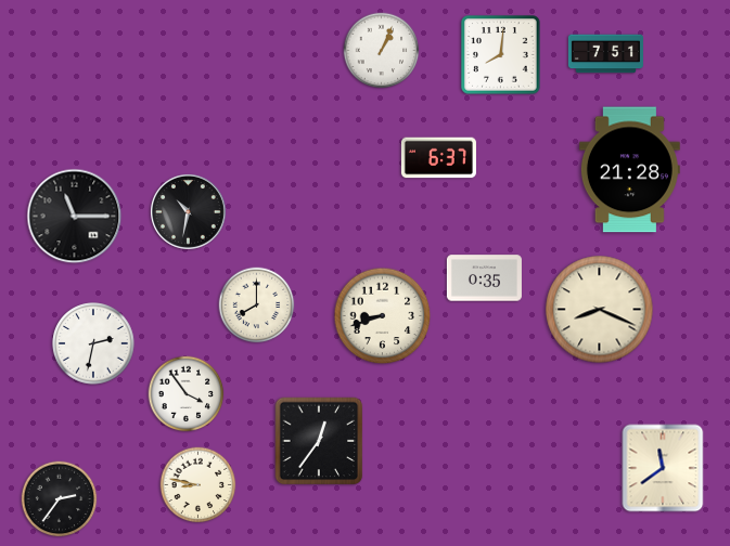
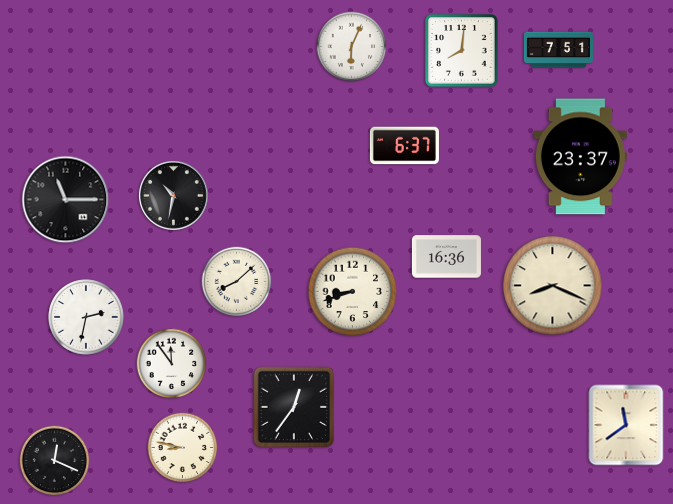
clock at (382, 51): 1:04 -> 6:04
clock at (629, 170): 21:28 -> 23:37
clock at (75, 217) position: (75, 217) -> (66, 200)
clock at (484, 278): 0:35 -> 16:36
clock at (257, 305): 8:00 -> 8:08
clock at (187, 394): 3:54 -> 11:54
clock at (663, 468) position: (663, 468) -> (626, 425)
clock at (60, 499): 2:36 -> 12:19
